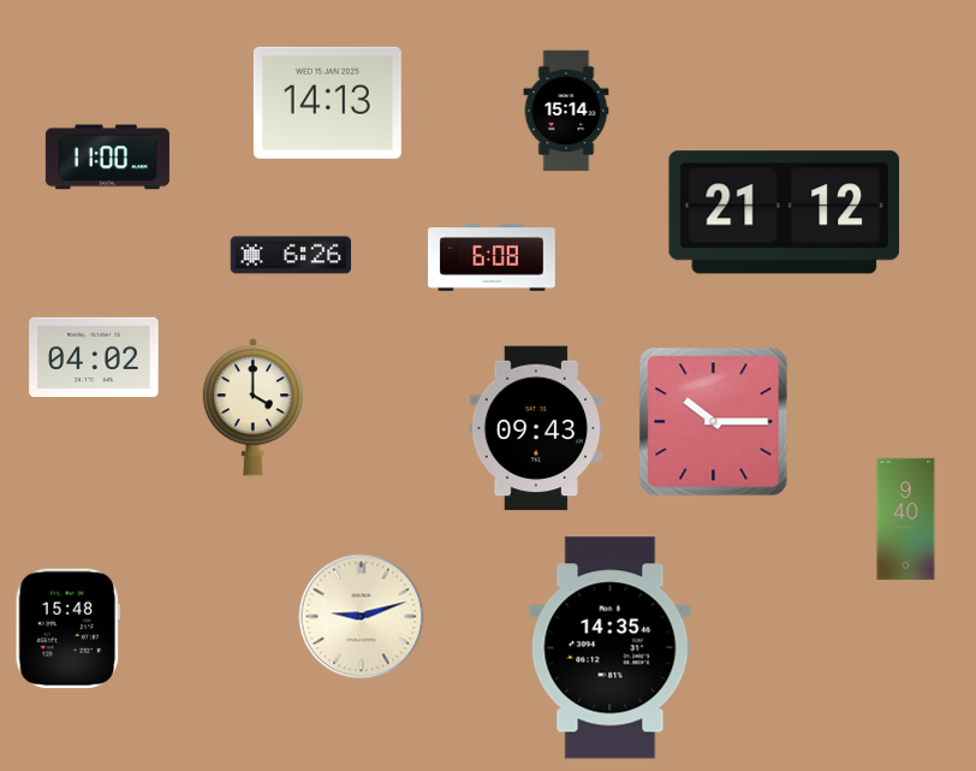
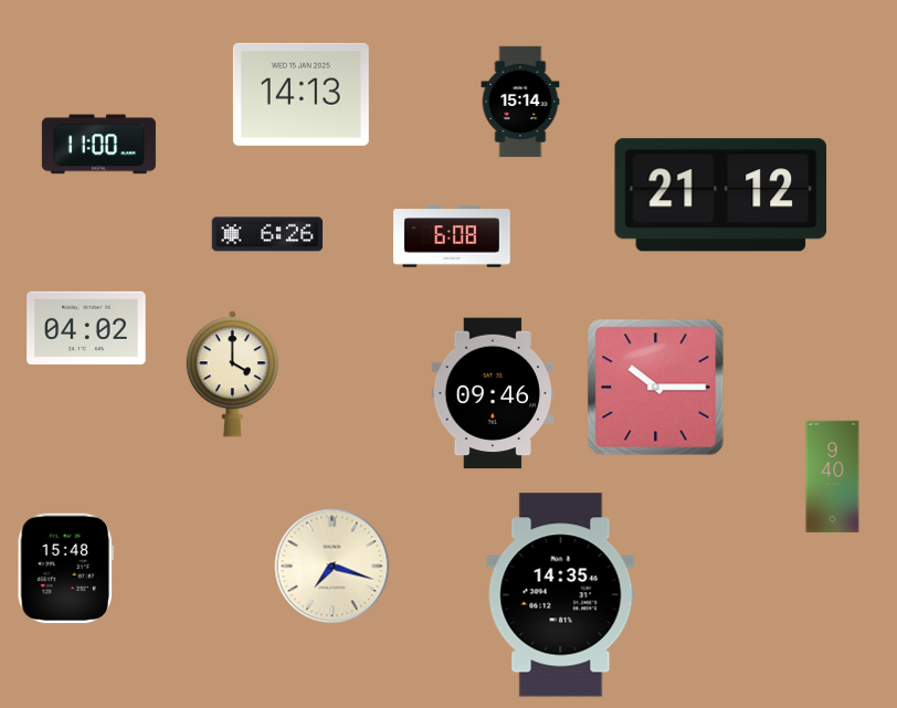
clock at (536, 428): 09:43 -> 09:46
clock at (362, 617): 9:12 -> 7:18
clock at (67, 629) position: (67, 629) -> (65, 569)
